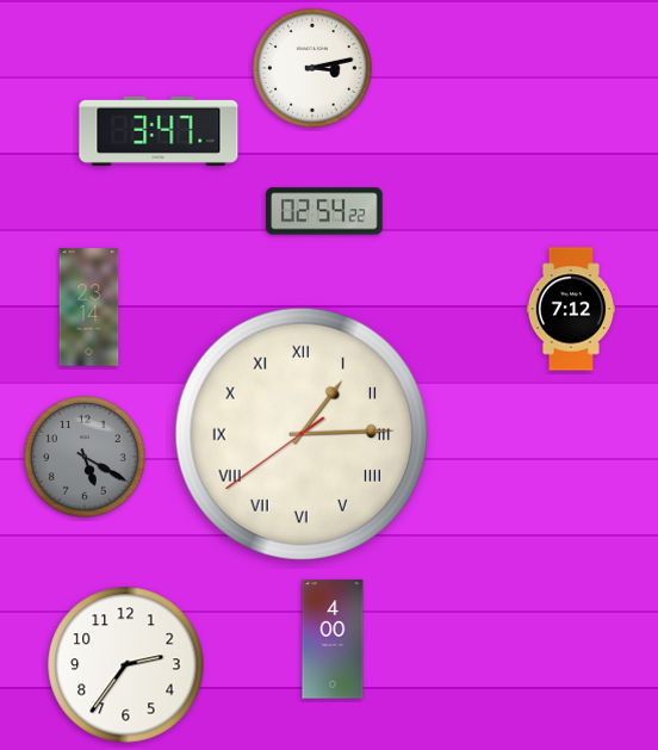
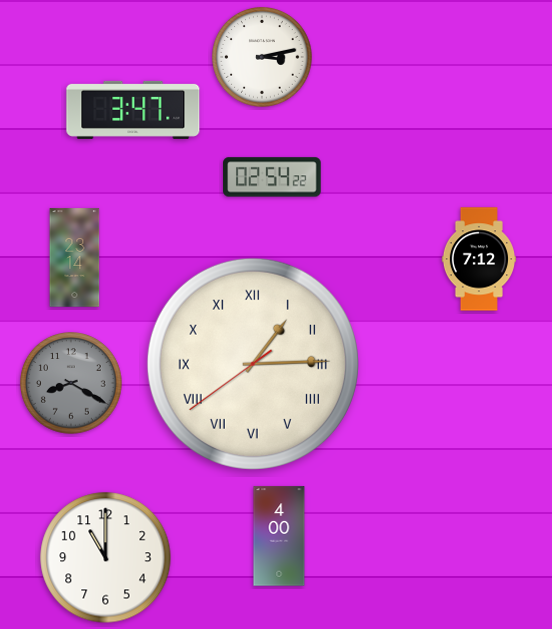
clock at (85, 457): 5:20 -> 8:20
clock at (126, 665): 2:36 -> 11:00
